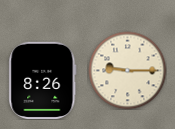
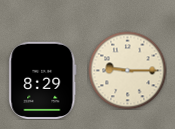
clock at (43, 80): 8:26 -> 8:29
